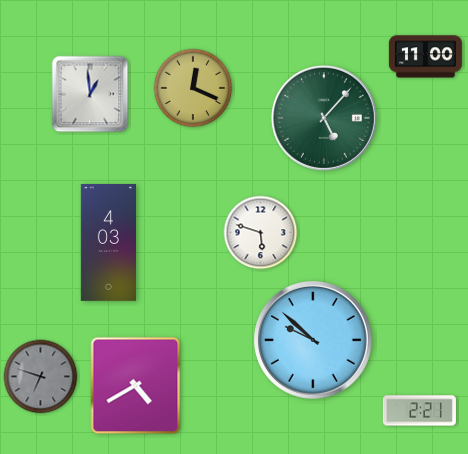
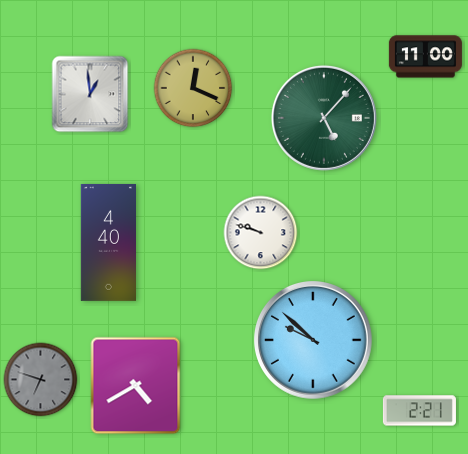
clock at (261, 233): 5:48 -> 9:48
clock at (109, 242): 4:03 -> 4:40
clock at (41, 377) position: (41, 377) -> (41, 380)
